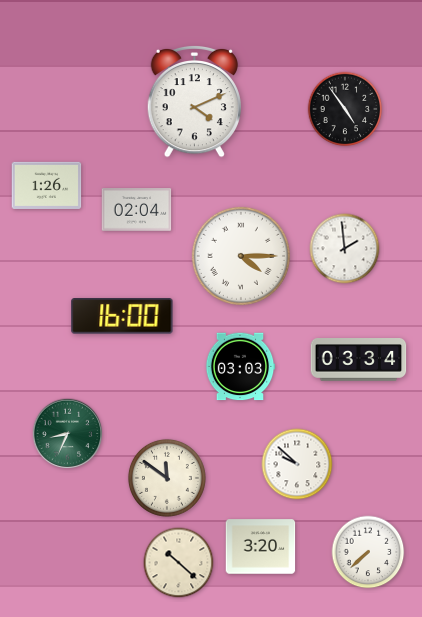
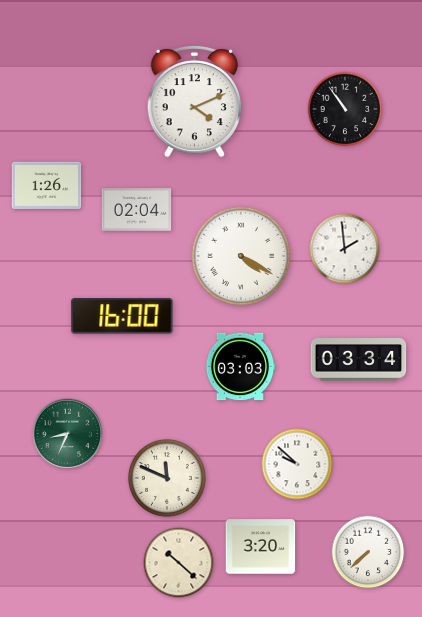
clock at (345, 109): 4:54 -> 10:54
clock at (241, 256): 4:15 -> 4:20
clock at (167, 478): 11:51 -> 11:49
